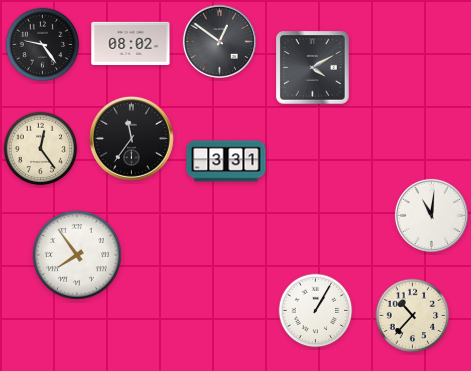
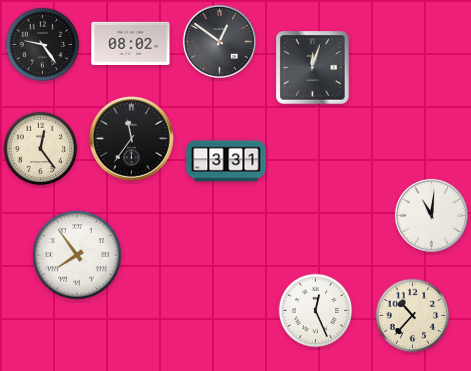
clock at (313, 68): 4:10 -> 12:03
clock at (316, 311): 1:05 -> 12:26
